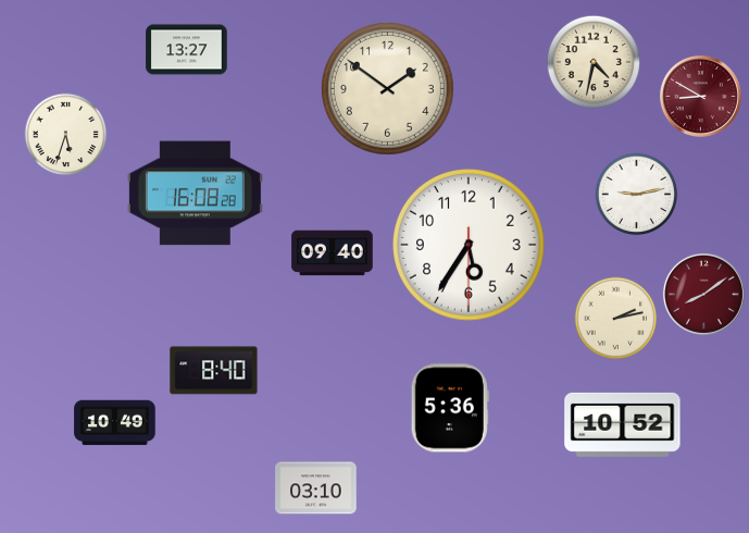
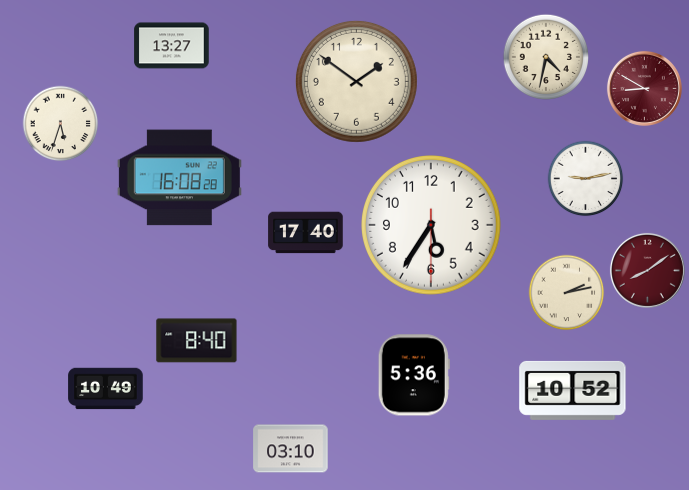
clock at (333, 253): 09:40 -> 17:40
